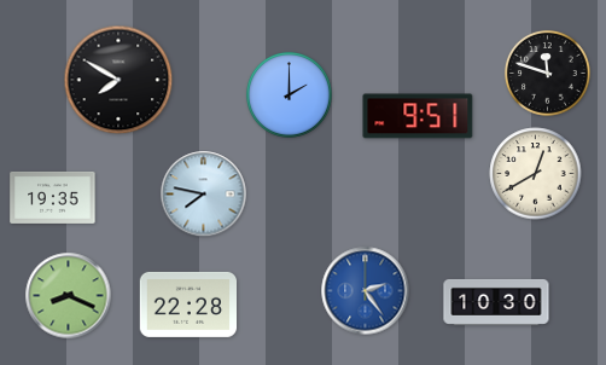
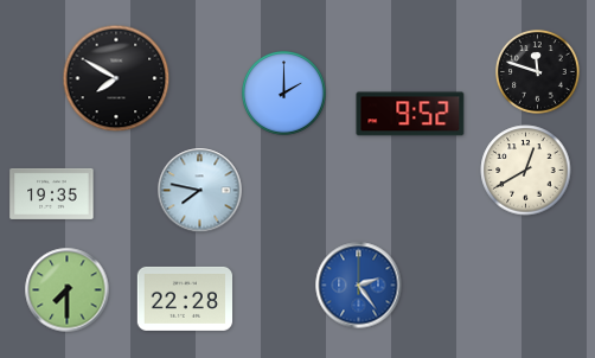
clock at (418, 116): 9:51 -> 9:52
clock at (69, 296): 8:19 -> 7:30
clock at (496, 302): 10:30 -> none
